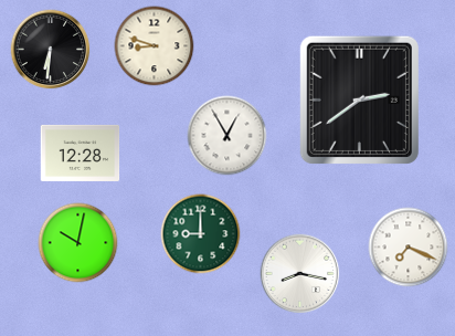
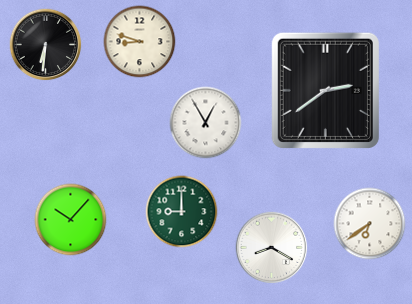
clock at (81, 153): 12:28 -> none
clock at (78, 243): 10:02 -> 10:07
clock at (409, 248): 7:19 -> 6:39
clock at (300, 274): 8:17 -> 8:20
